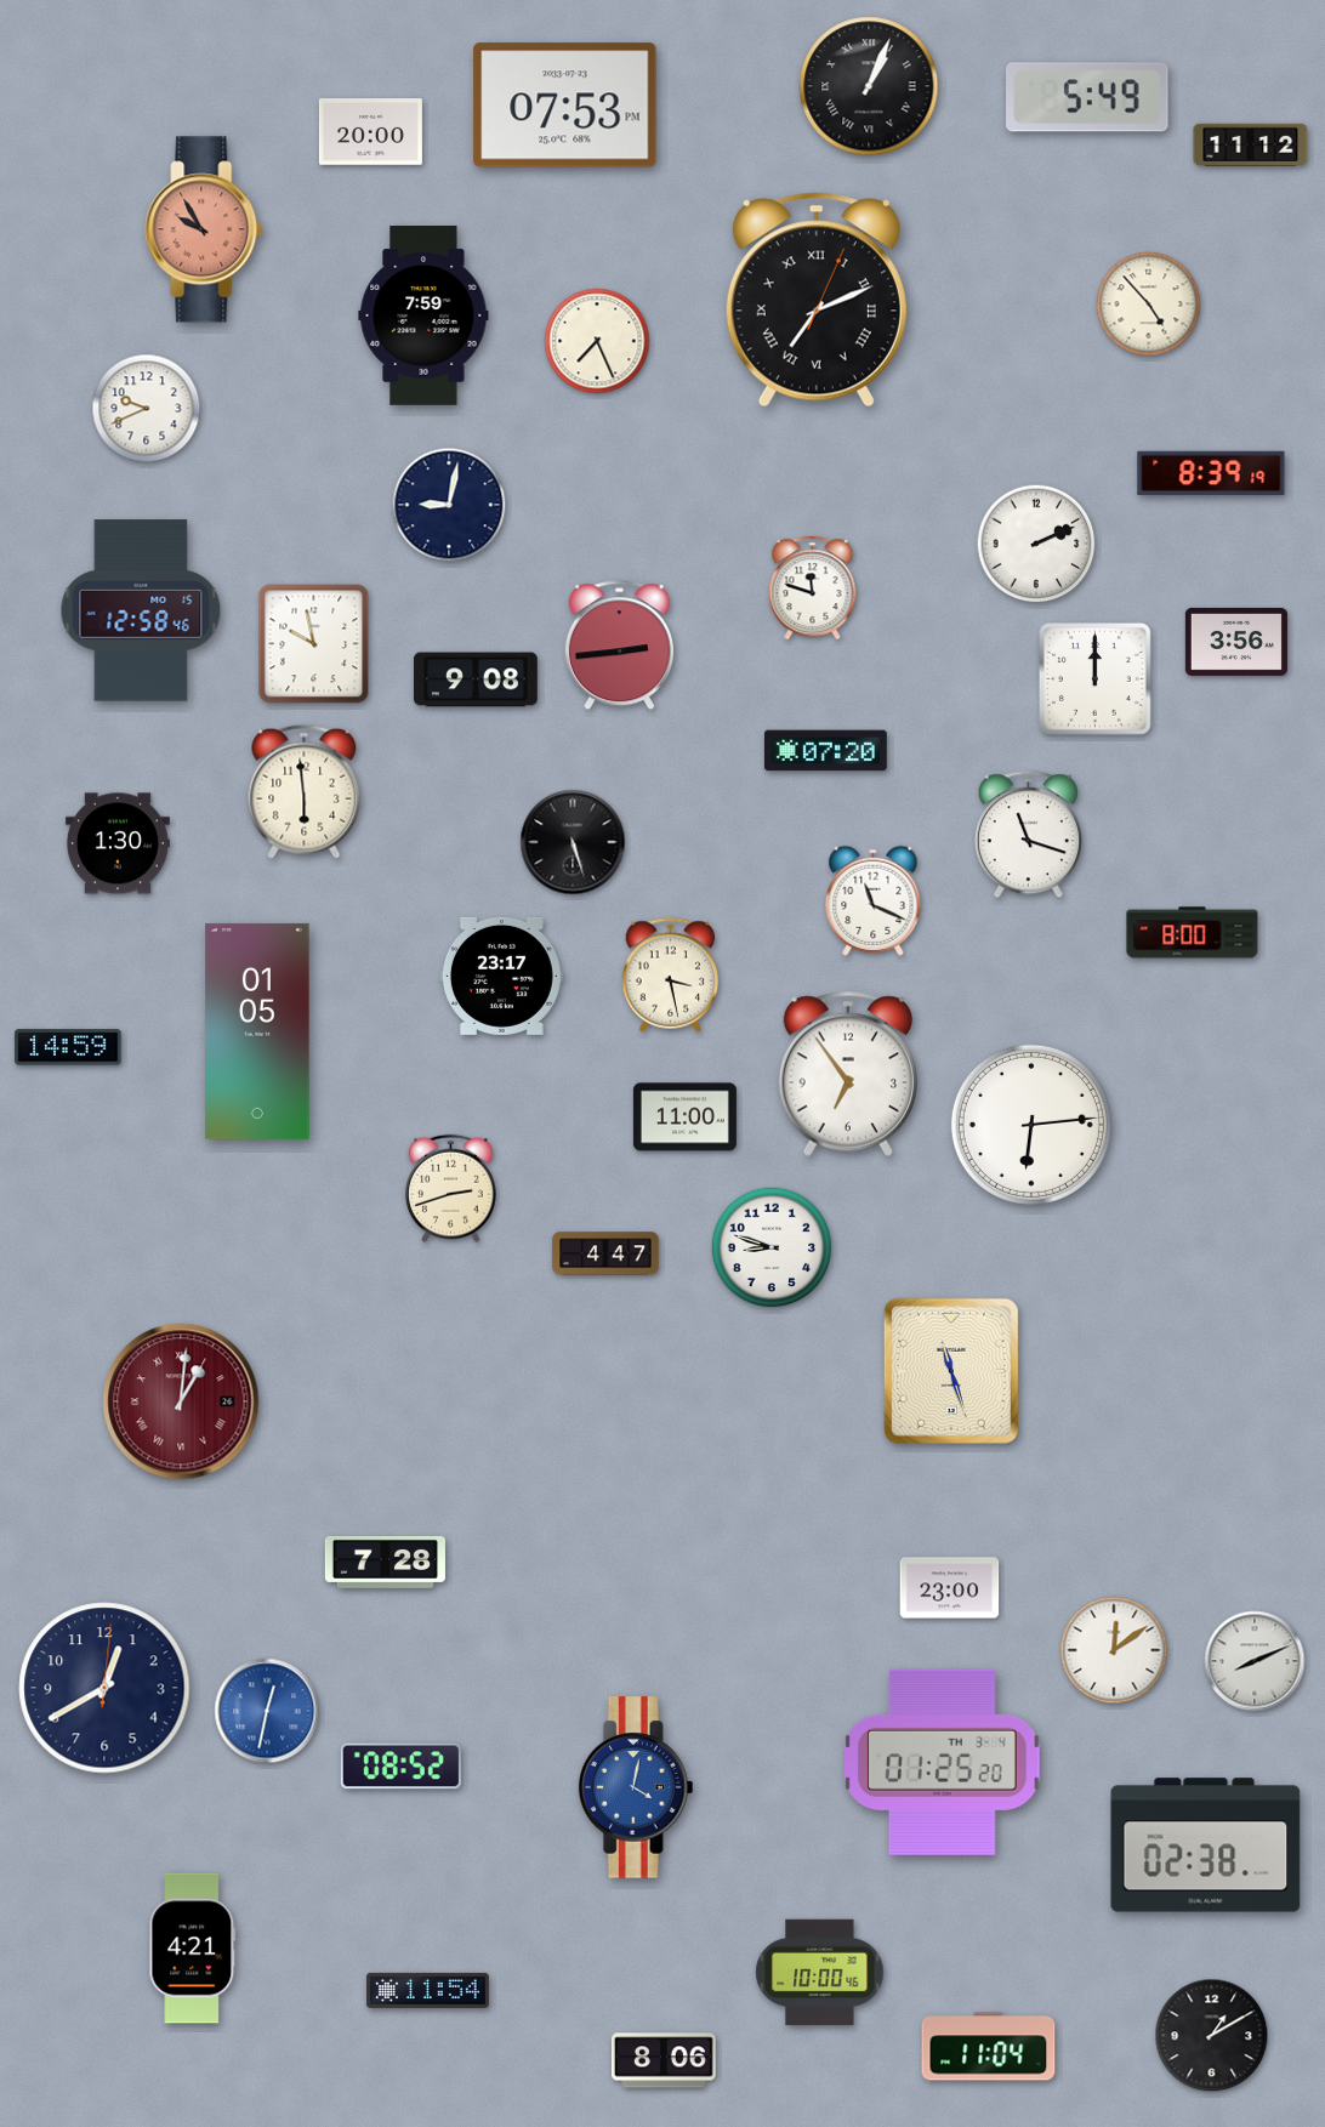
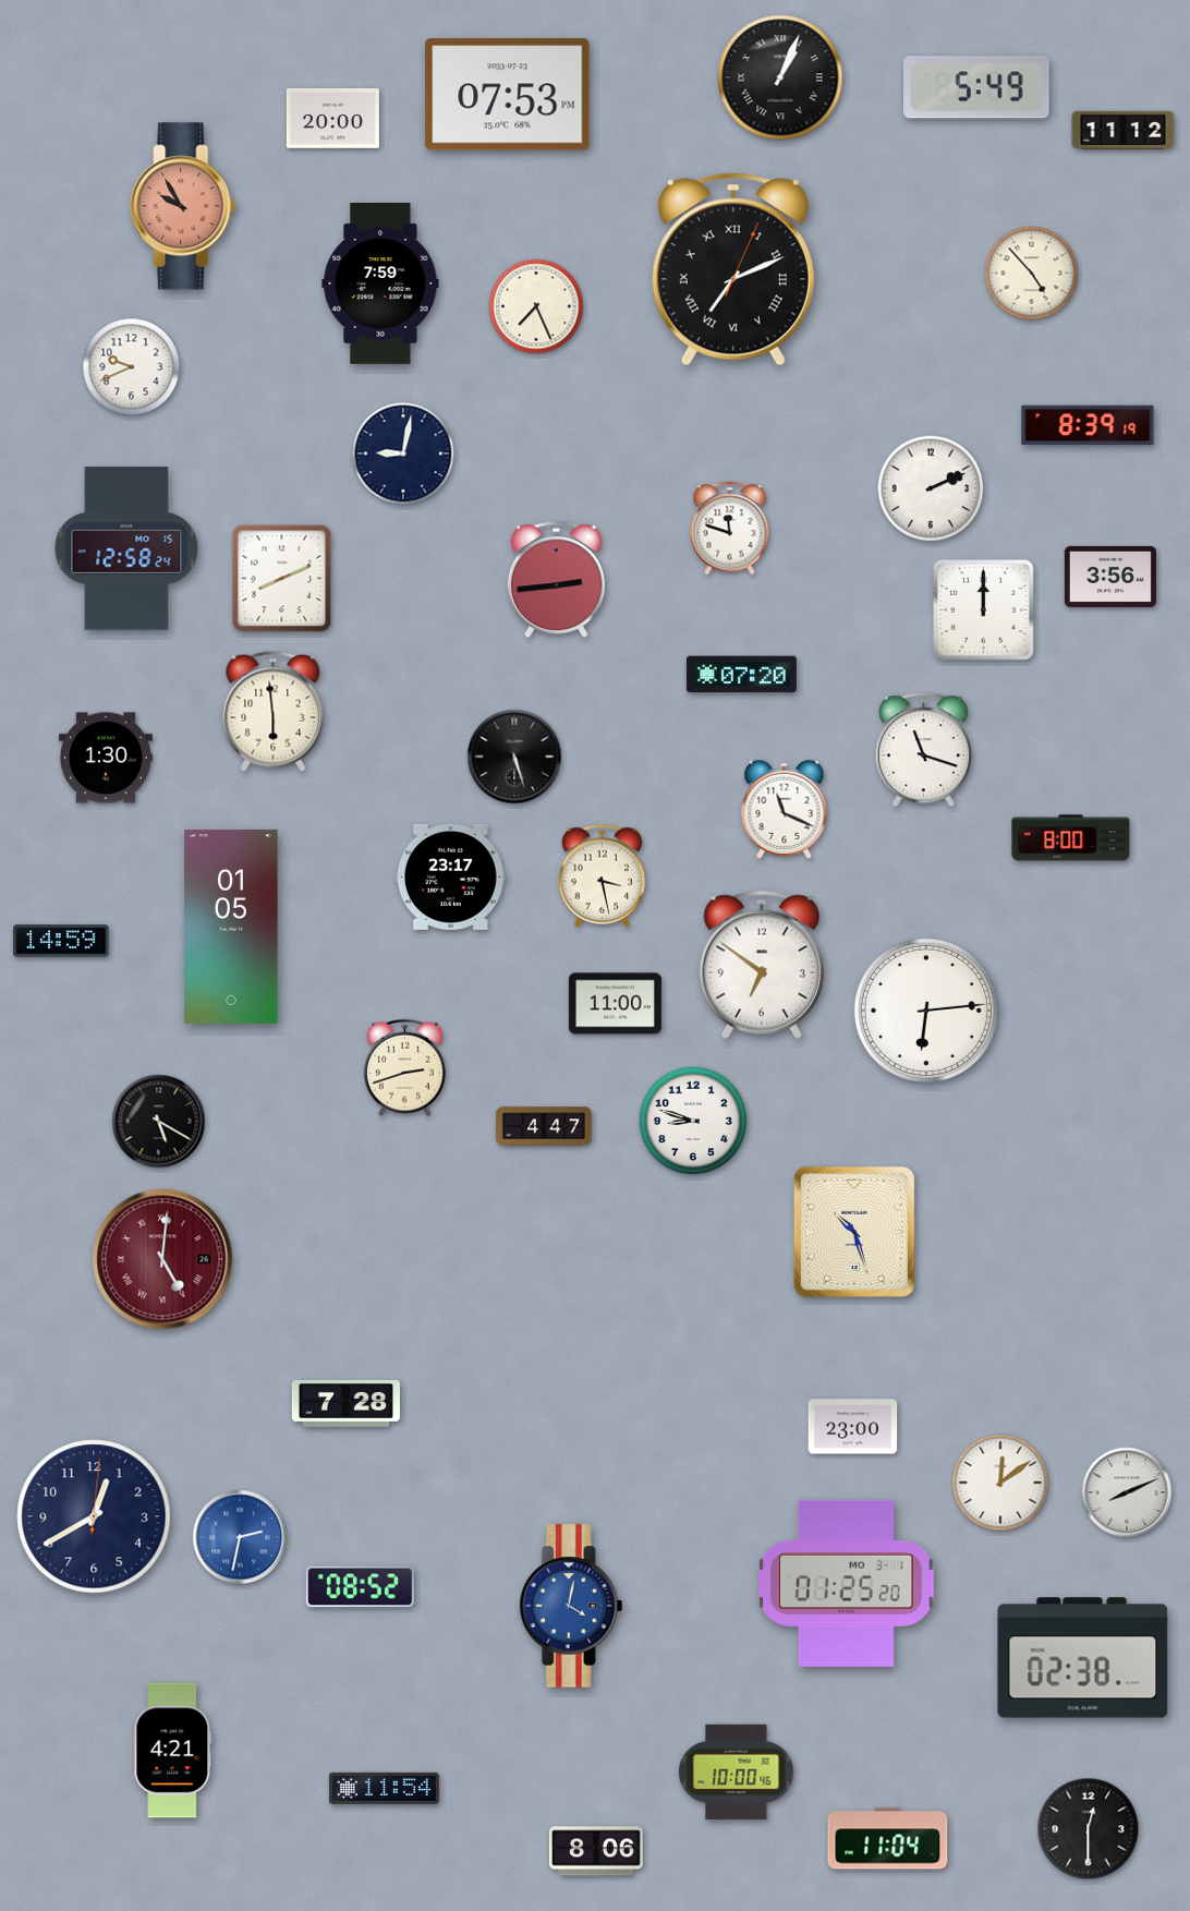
clock at (141, 610): 12:58:46 -> 12:58:24
clock at (314, 644): 9:58 -> 8:11
clock at (476, 679): 9:08 -> none
clock at (848, 1074): 6:54 -> 6:51
clock at (159, 1122): none -> 5:20
clock at (951, 1371): 11:27 -> 10:27
clock at (181, 1401): 1:01 -> 5:01
clock at (267, 1711): 12:32 -> 2:32
clock at (943, 1762) date: TH 3-4 -> MO 3-1
clock at (1212, 2036): 1:10 -> 12:30
